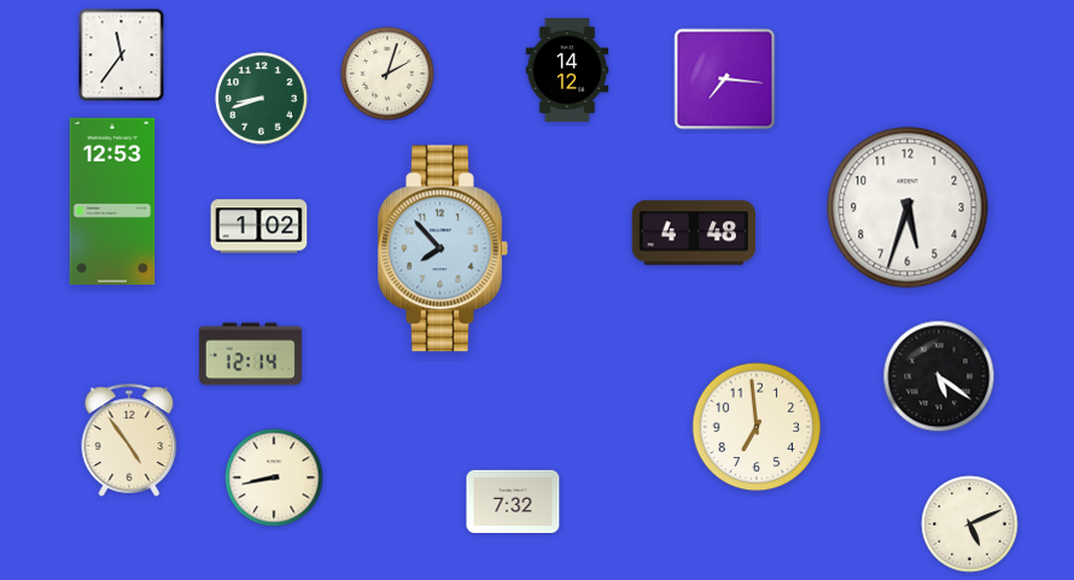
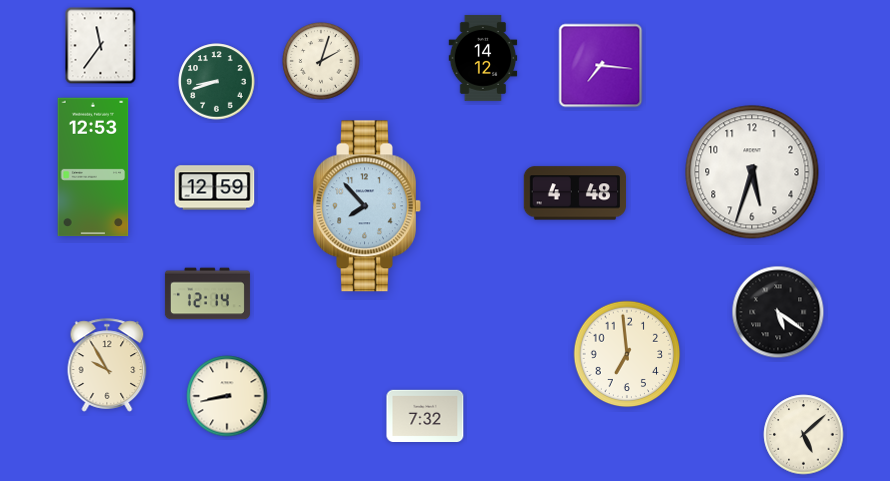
clock at (567, 70) position: (567, 70) -> (483, 58)
clock at (259, 227): 1:02 -> 12:59
clock at (129, 440): 4:54 -> 9:55
clock at (970, 525): 5:11 -> 5:08
